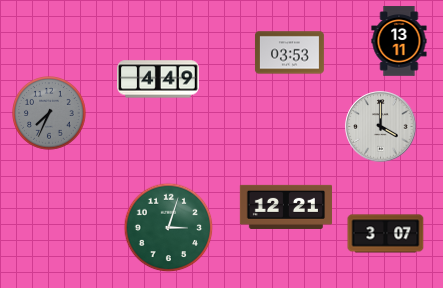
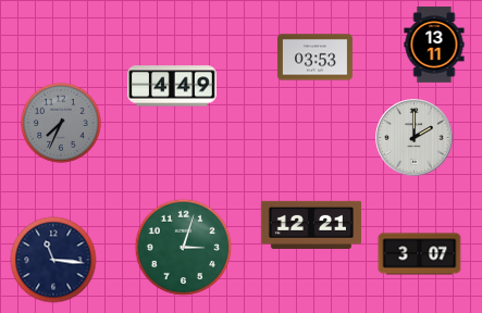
clock at (49, 113) position: (49, 113) -> (61, 123)
clock at (381, 127): 4:00 -> 2:00
clock at (53, 260): none -> 11:16
